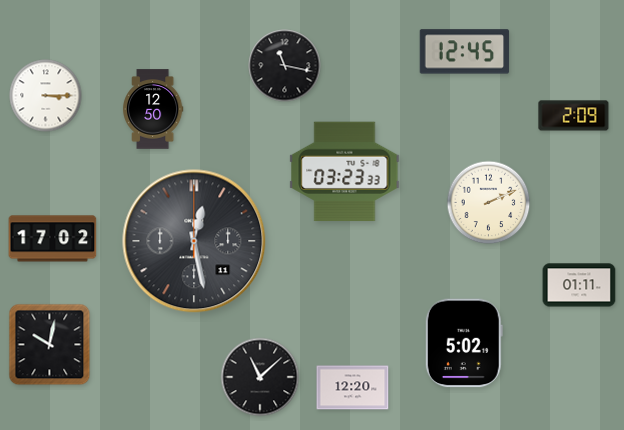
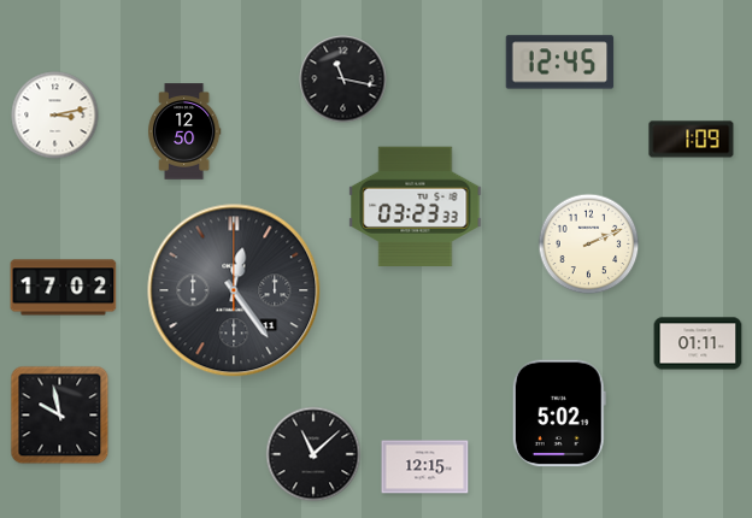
clock at (46, 96): 3:15 -> 3:13
clock at (574, 116): 2:09 -> 1:09
clock at (194, 241): 12:28 -> 12:24
clock at (50, 345): 10:02 -> 9:58
clock at (353, 388): 12:20 -> 12:15
